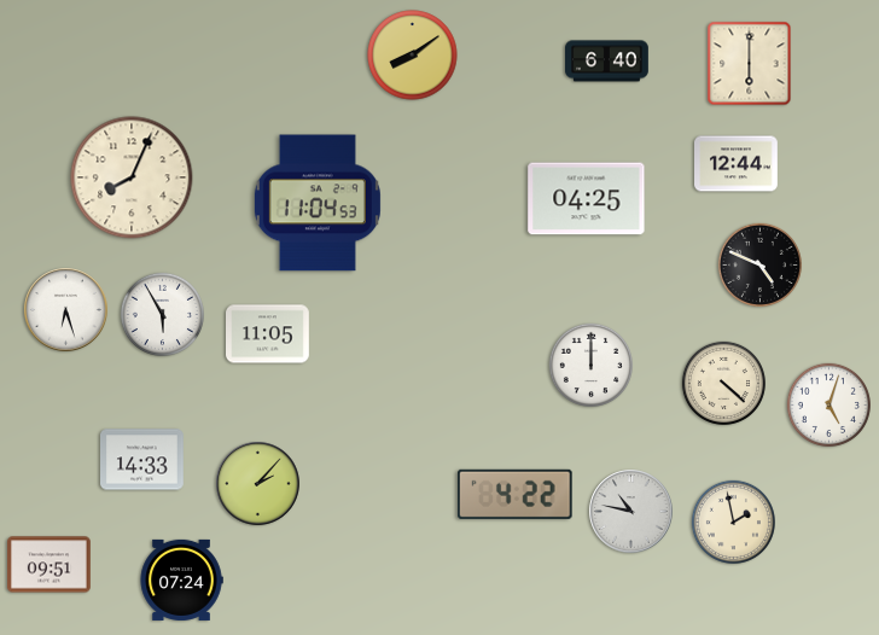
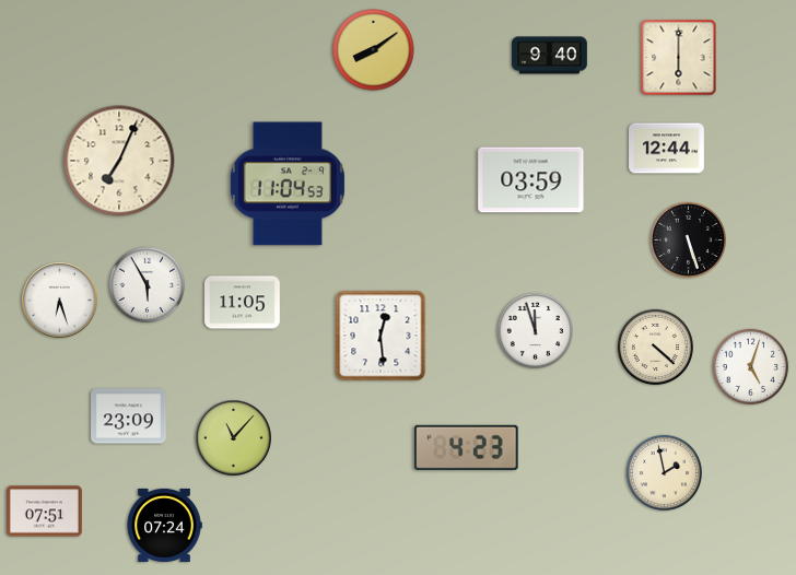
clock at (607, 62): 6:40 -> 9:40
clock at (132, 177): 8:04 -> 7:04
clock at (587, 199): 04:25 -> 03:59
clock at (759, 264): 4:49 -> 5:27
clock at (66, 310) position: (66, 310) -> (60, 301)
clock at (590, 365): 12:00 -> 11:57
clock at (381, 336): none -> 12:29
clock at (142, 460): 14:33 -> 23:09
clock at (258, 484): 2:07 -> 11:07
clock at (516, 494): 4:22 -> 4:23
clock at (631, 512): 10:47 -> none
clock at (50, 565): 09:51 -> 07:51
